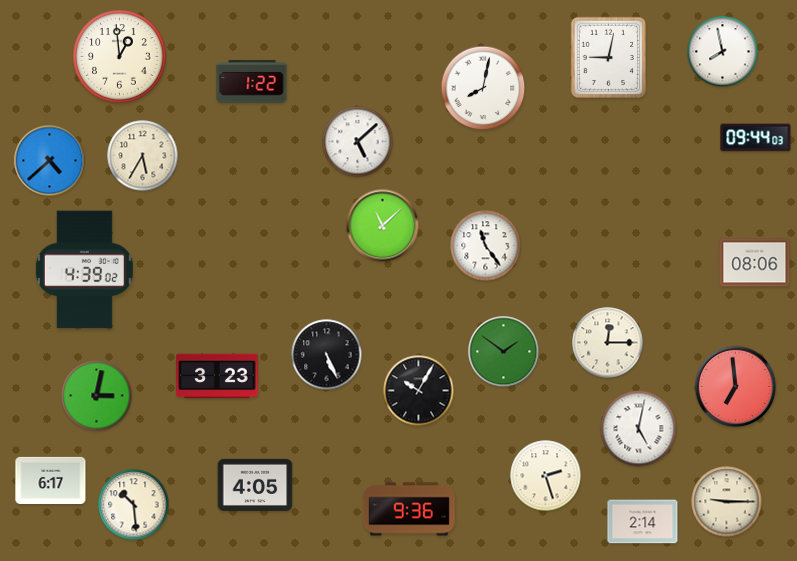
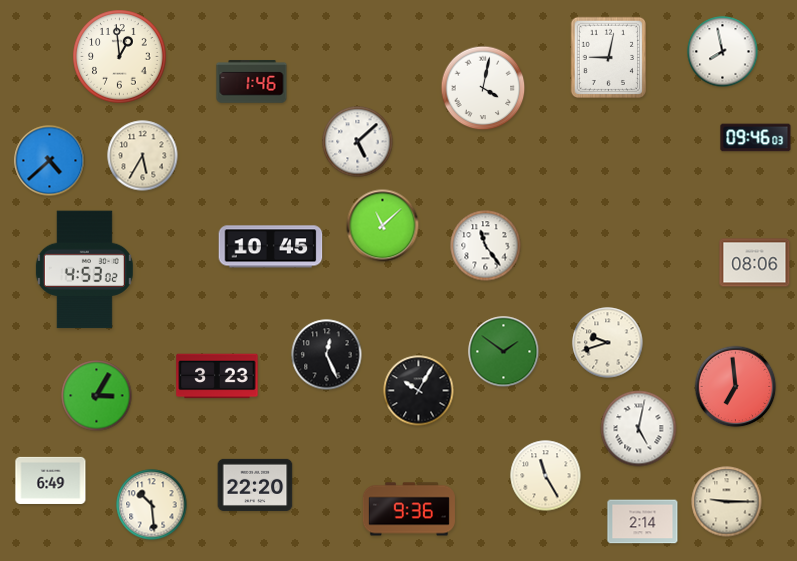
clock at (252, 82): 1:22 -> 1:46
clock at (483, 88): 8:02 -> 4:02
clock at (756, 138): 09:44 -> 09:46
clock at (271, 247): none -> 10:45
clock at (84, 270): 4:39 -> 4:53
clock at (608, 343): 12:15 -> 9:42
clock at (327, 355): 5:26 -> 12:26
clock at (97, 396): 3:02 -> 3:05
clock at (546, 476): 2:27 -> 11:25
clock at (51, 480): 6:17 -> 6:49
clock at (255, 485): 4:05 -> 22:20
clock at (134, 505) position: (134, 505) -> (152, 505)
